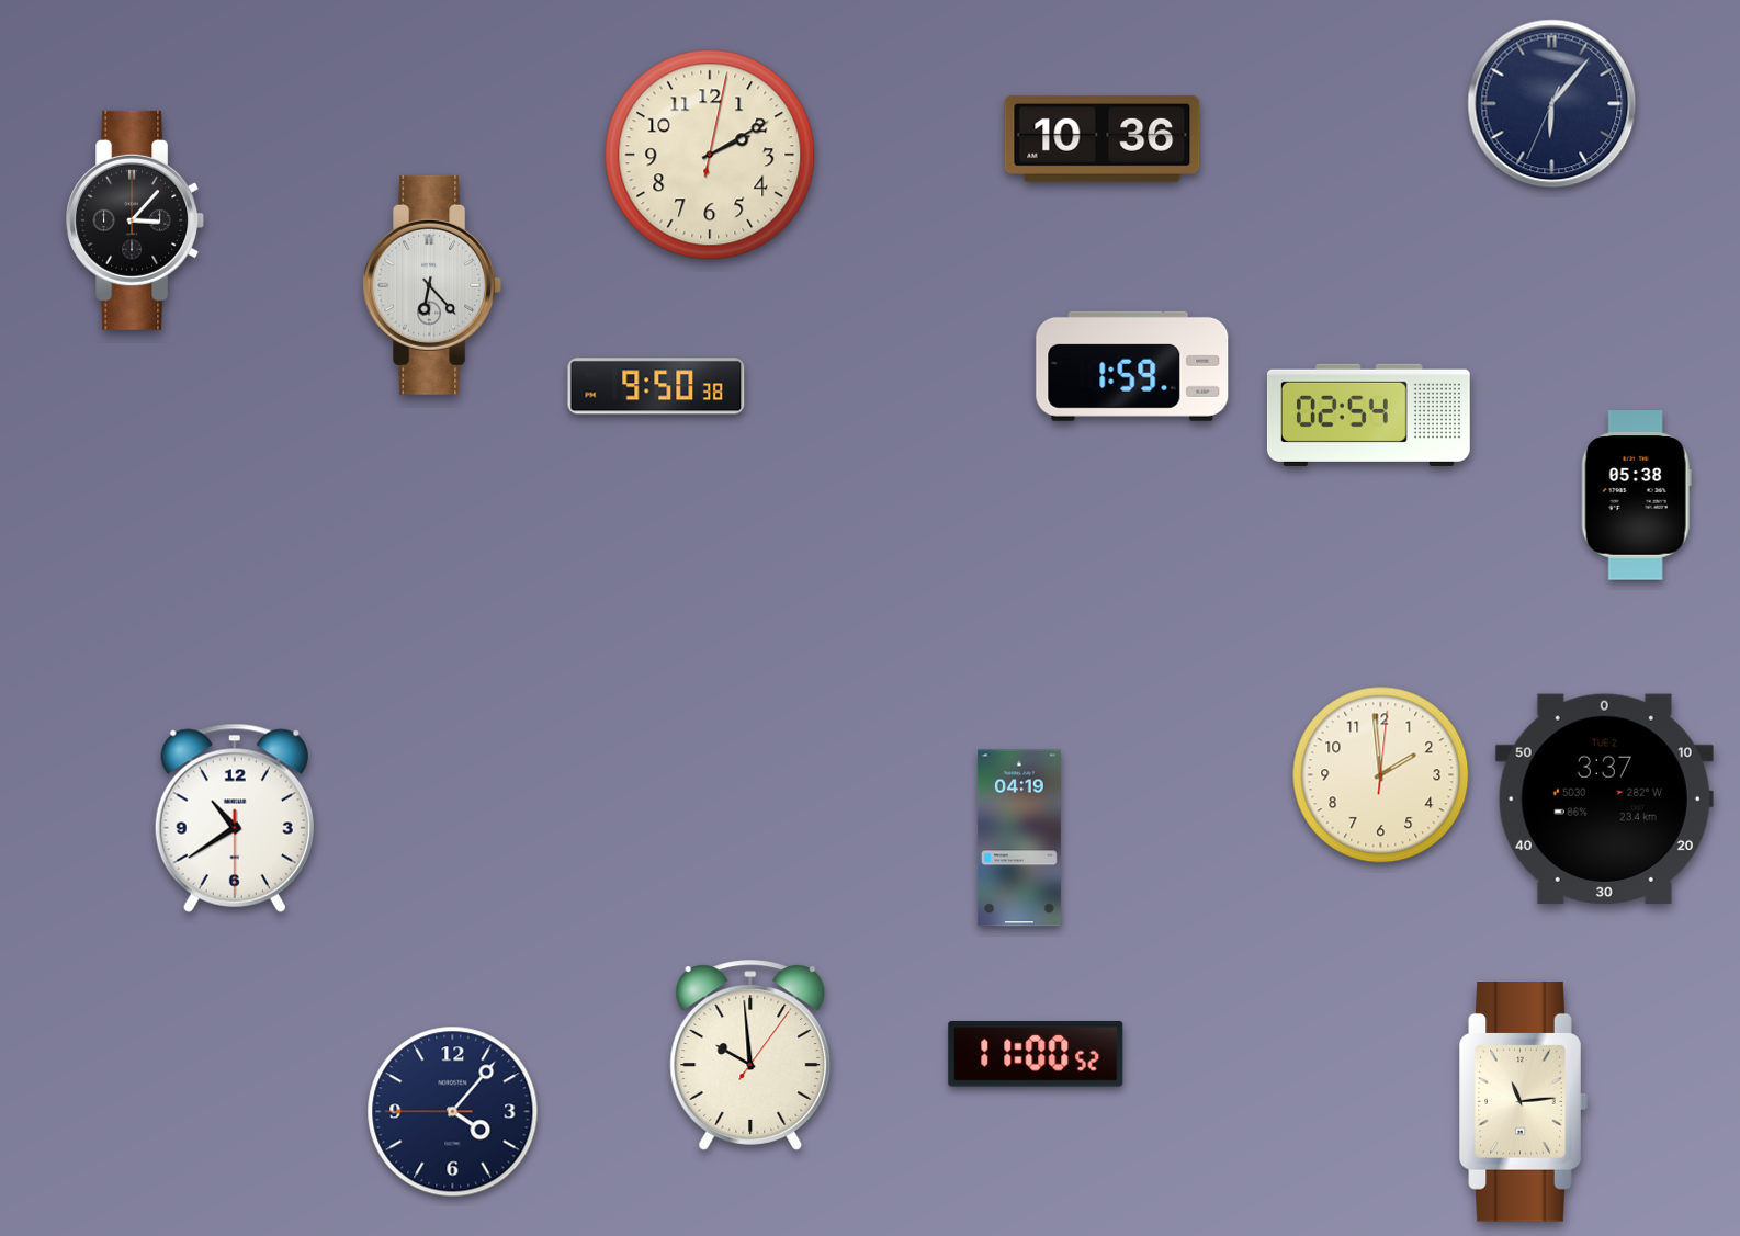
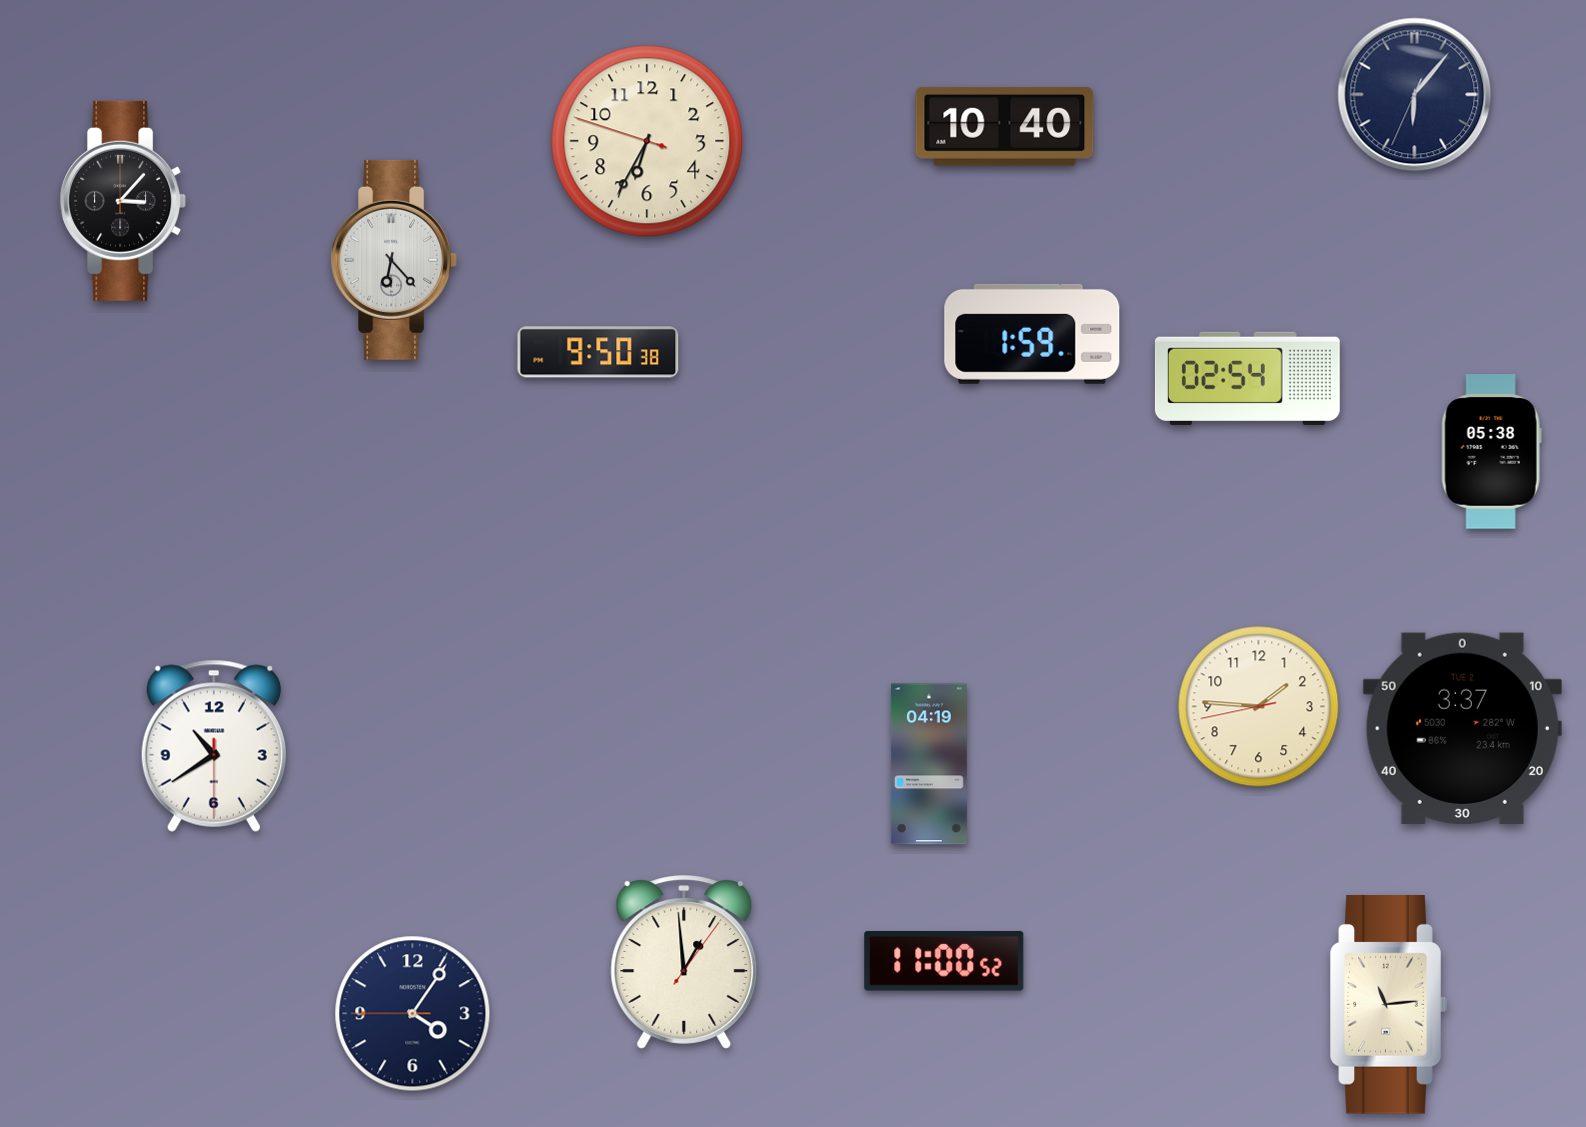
clock at (1103, 138): 10:36 -> 10:40
clock at (710, 155): 2:10 -> 6:34
clock at (1381, 775): 1:59 -> 1:45
clock at (750, 1055): 9:59 -> 12:59
clock at (453, 1112): 4:06 -> 4:05
